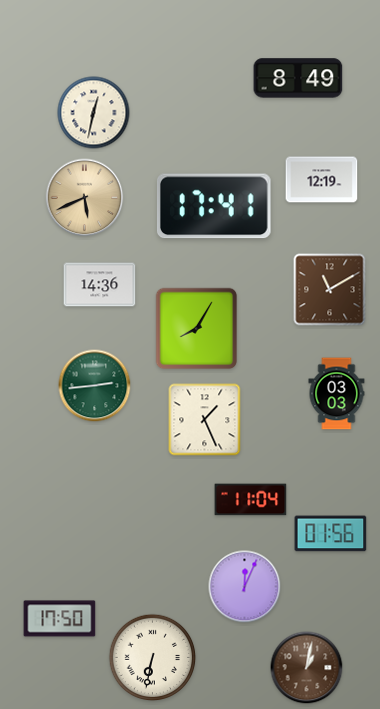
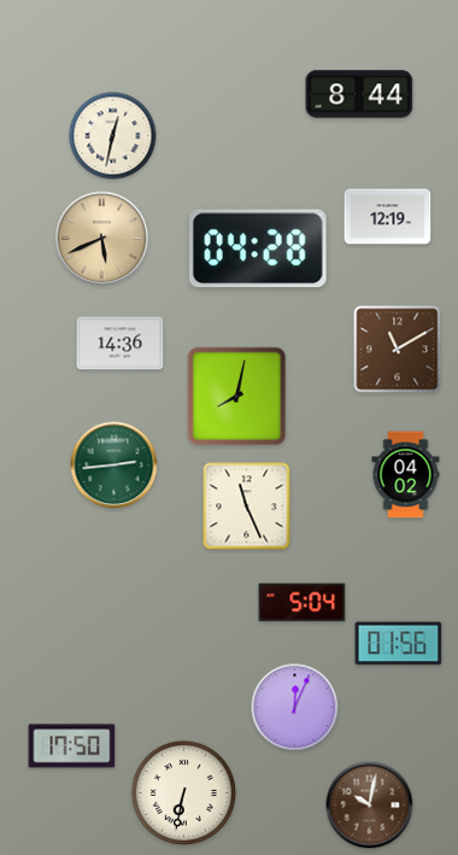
clock at (298, 78): 8:49 -> 8:44
clock at (214, 206): 17:41 -> 04:28
clock at (197, 329): 8:05 -> 8:02
clock at (337, 394): 03:03 -> 04:02
clock at (205, 420): 1:26 -> 11:26
clock at (251, 500): 11:04 -> 5:04
clock at (307, 668): 1:02 -> 10:02
